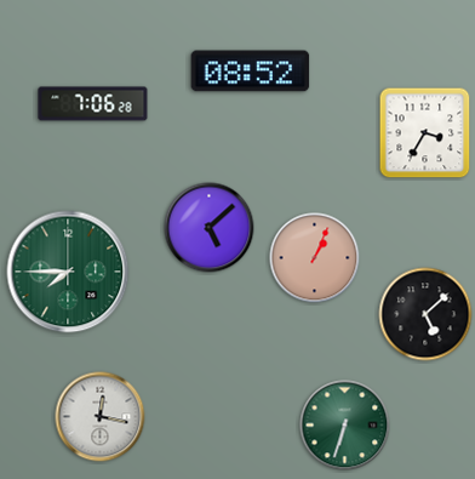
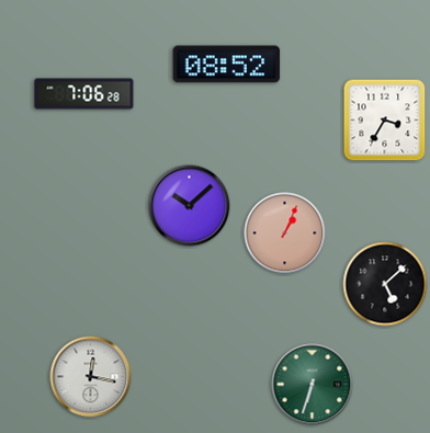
clock at (210, 228): 5:08 -> 10:08
clock at (68, 272): 7:45 -> none
